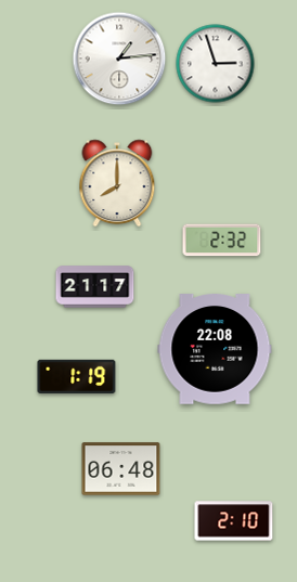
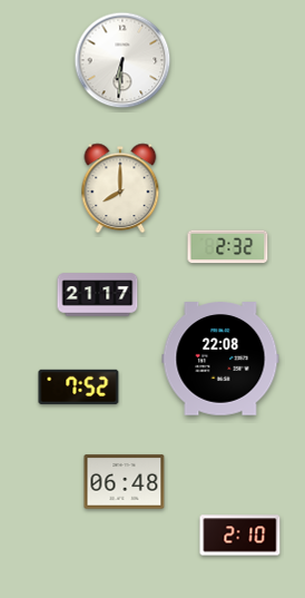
clock at (119, 59): 1:14 -> 6:31
clock at (216, 64): 2:57 -> none
clock at (77, 377): 1:19 -> 7:52
